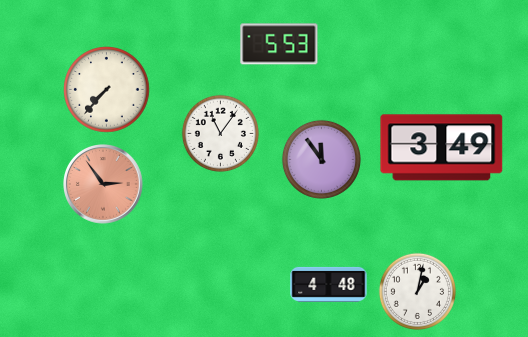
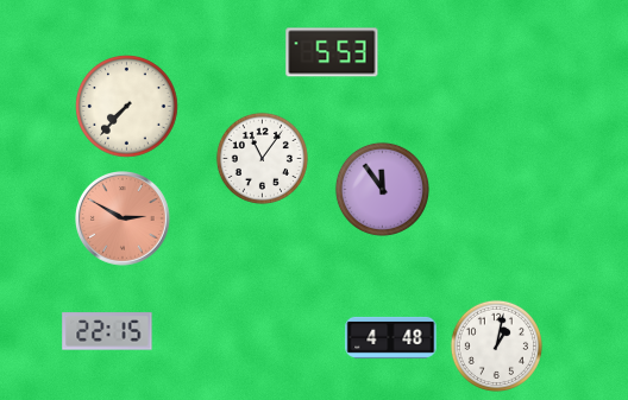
clock at (442, 148): 3:49 -> none
clock at (103, 184): 2:54 -> 2:50
clock at (107, 331): none -> 22:15
